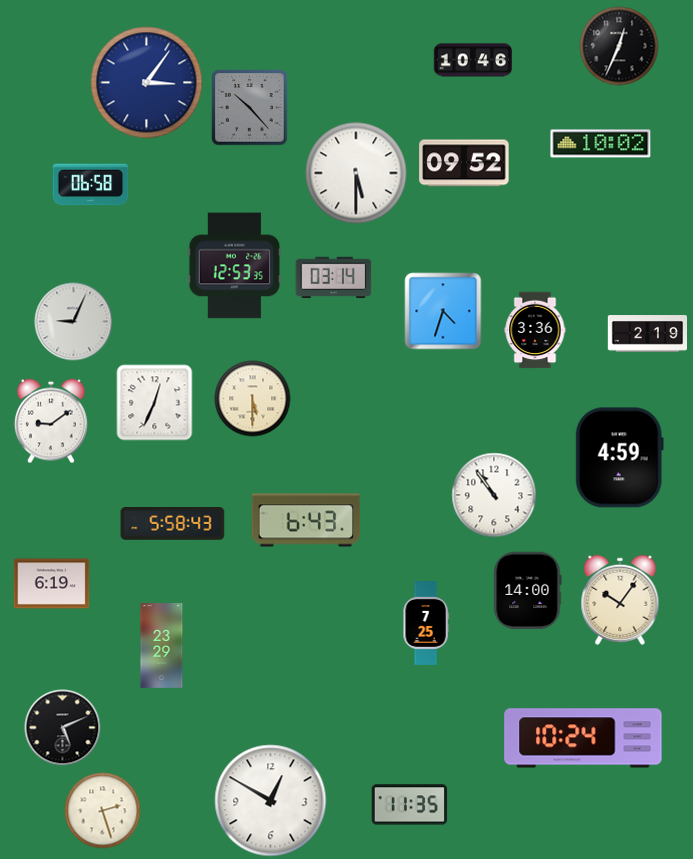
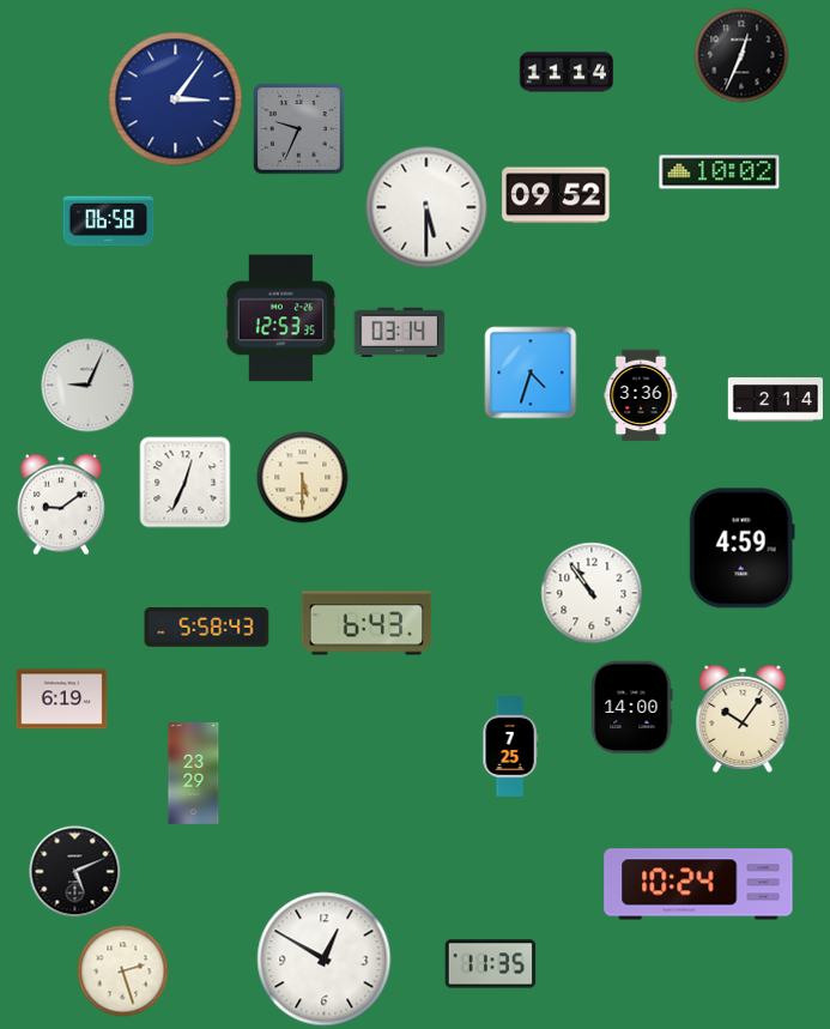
clock at (473, 60): 10:46 -> 11:14
clock at (250, 108): 10:23 -> 9:34
clock at (647, 334): 2:19 -> 2:14
